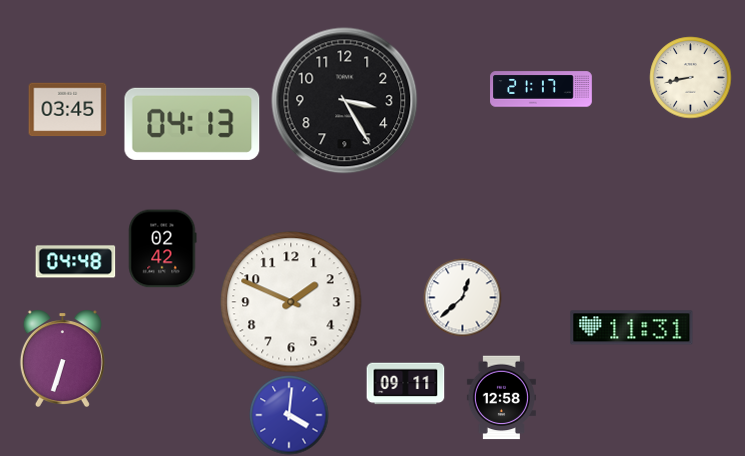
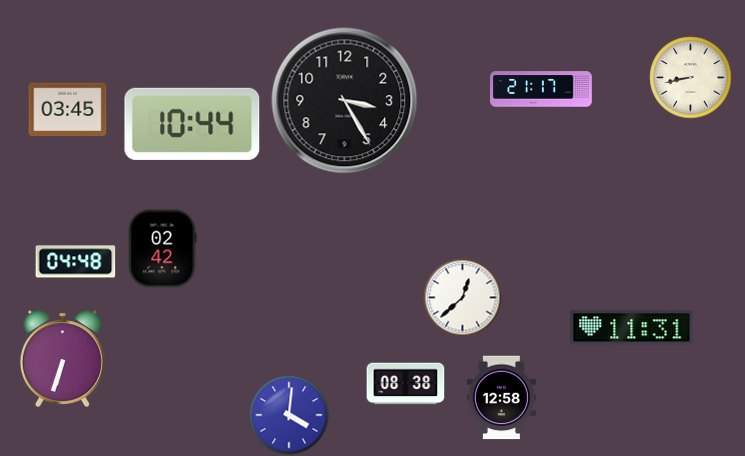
clock at (192, 124): 04:13 -> 10:44
clock at (291, 302): 1:49 -> none
clock at (405, 384): 09:11 -> 08:38
